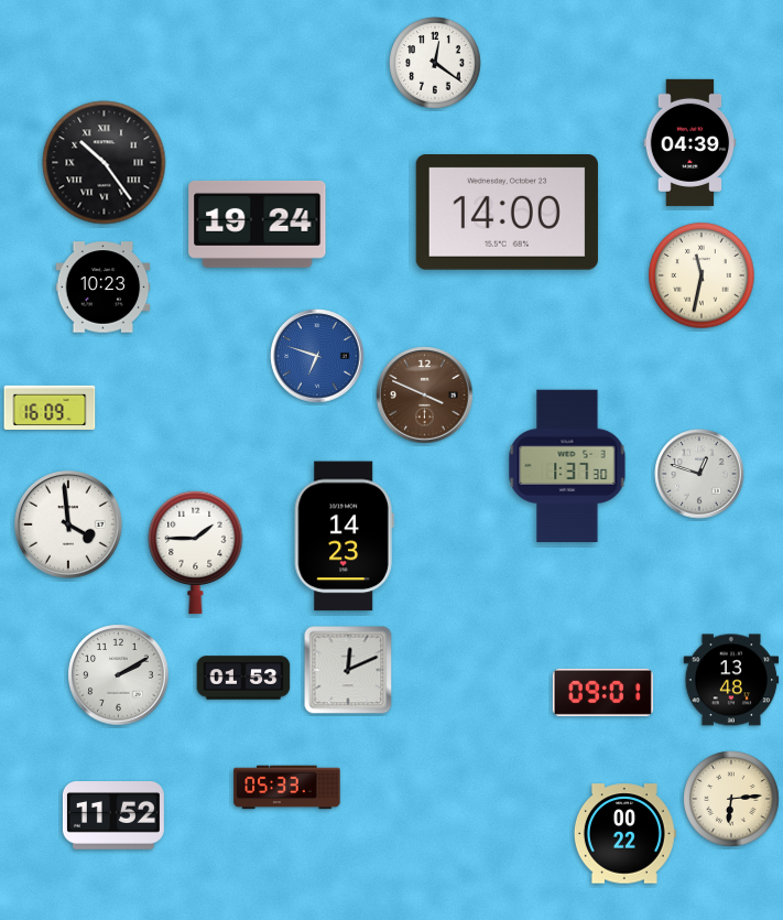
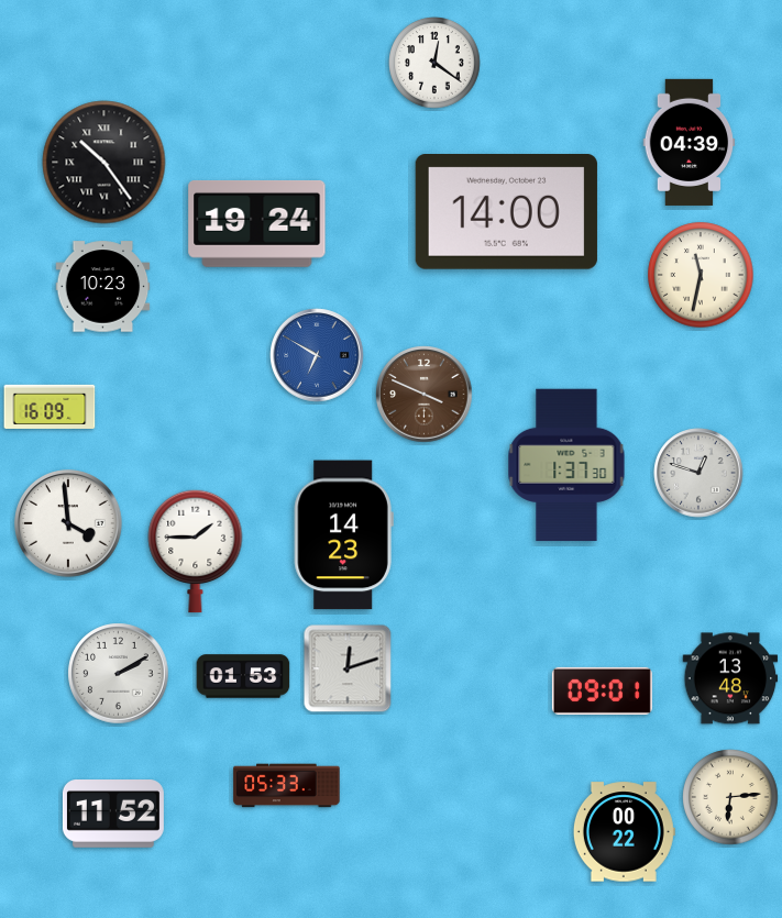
clock at (317, 356): 6:48 -> 6:50
clock at (348, 670): 12:11 -> 12:12
